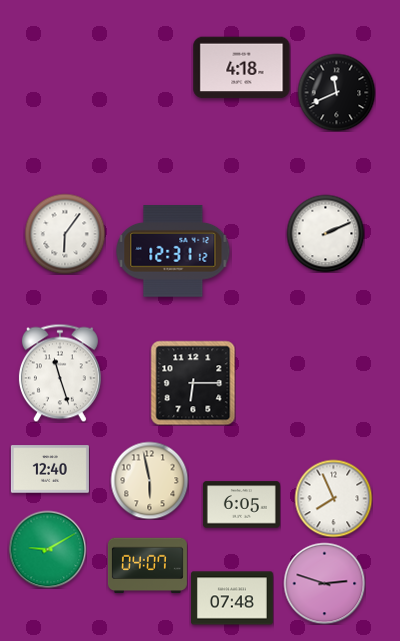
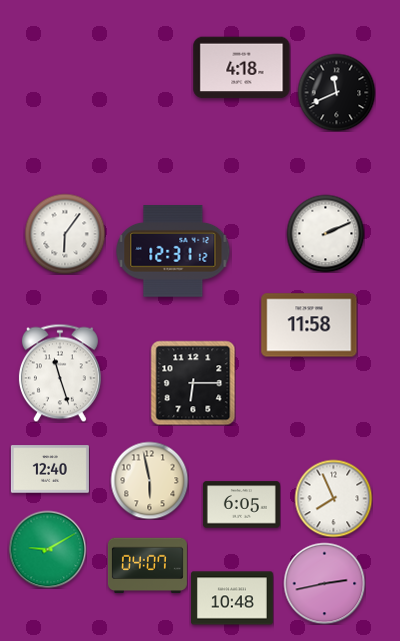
clock at (309, 325): none -> 11:58
clock at (324, 583): 2:48 -> 2:43
clock at (233, 598): 07:48 -> 10:48
